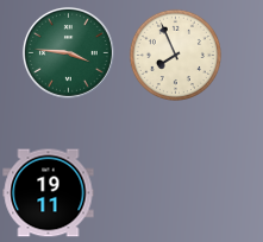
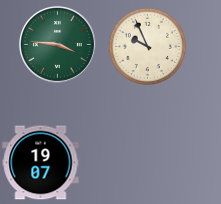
clock at (175, 55): 7:56 -> 9:56
clock at (49, 193): 19:11 -> 19:07
